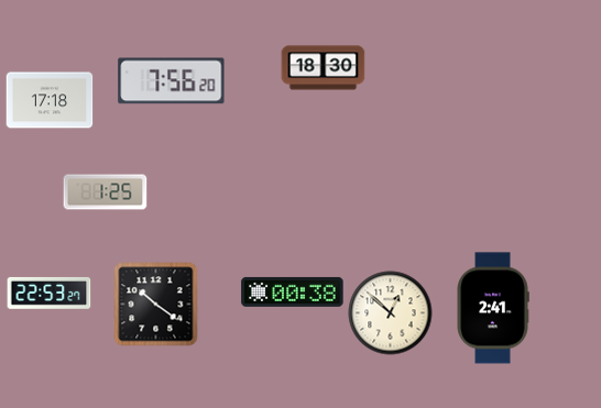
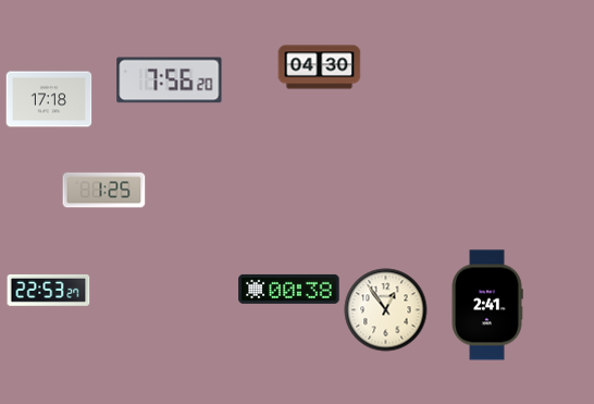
clock at (324, 68): 18:30 -> 04:30
clock at (156, 305): 10:21 -> none
clock at (391, 313): 12:52 -> 12:54
